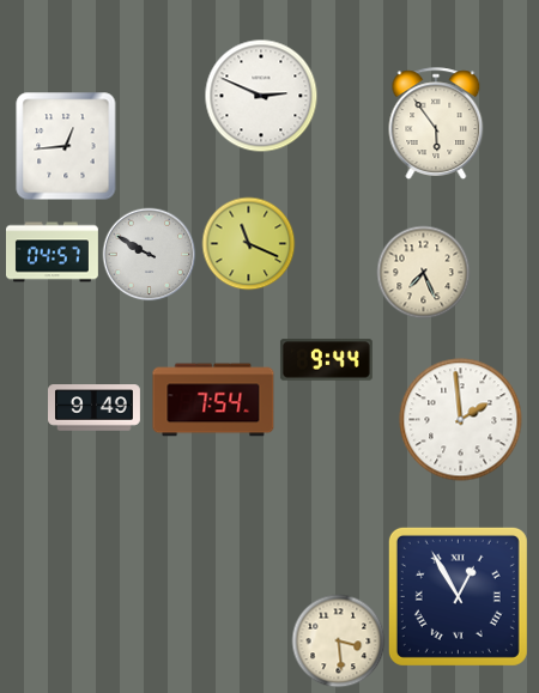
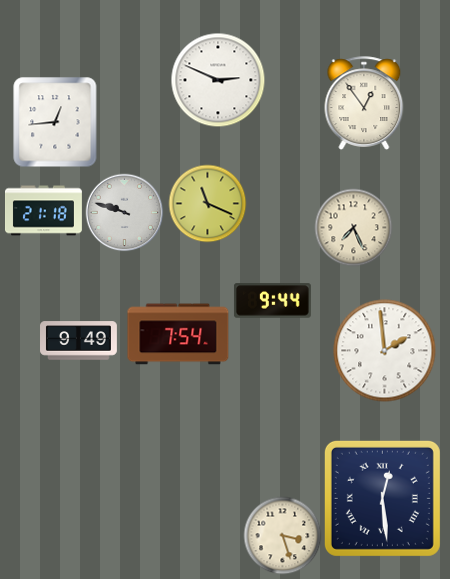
clock at (436, 123): 5:54 -> 12:54
clock at (53, 253): 04:57 -> 21:18
clock at (149, 254): 9:50 -> 9:48
clock at (458, 596): 12:55 -> 12:29
clock at (338, 640): 3:29 -> 3:27
